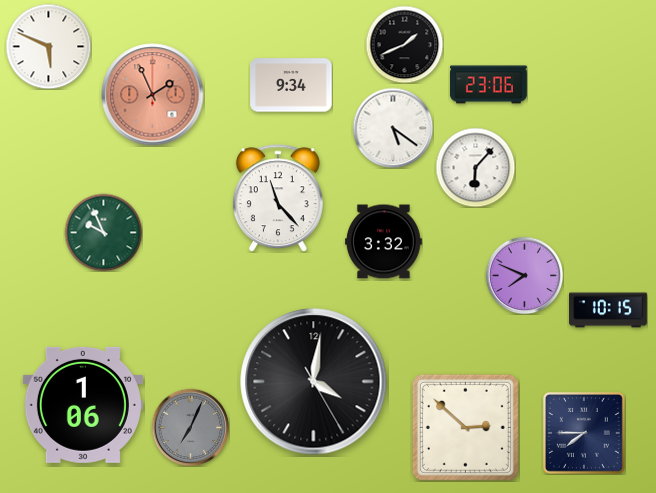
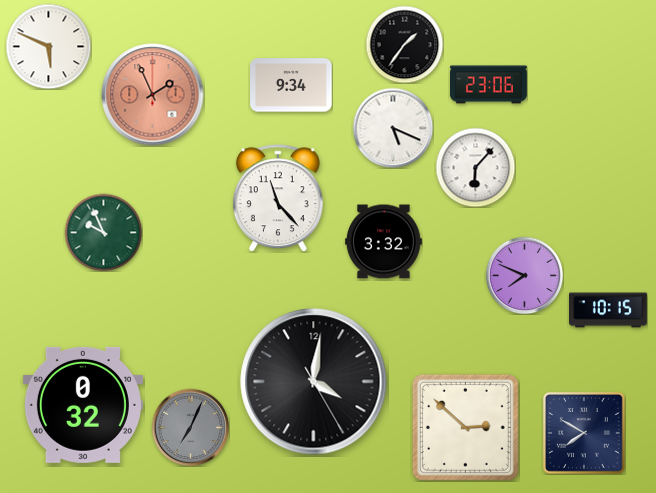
clock at (404, 44): 1:41 -> 1:36
clock at (393, 128): 5:21 -> 5:19
clock at (83, 405): 1:06 -> 0:32
clock at (584, 433): 7:45 -> 7:50
